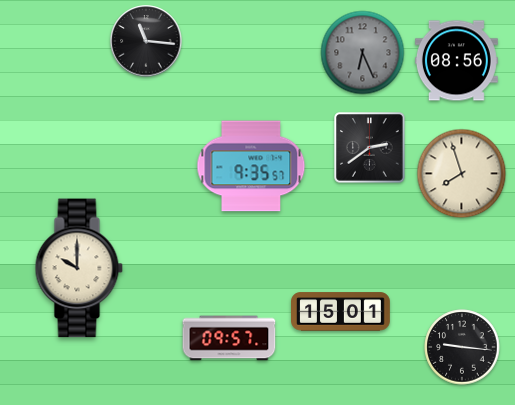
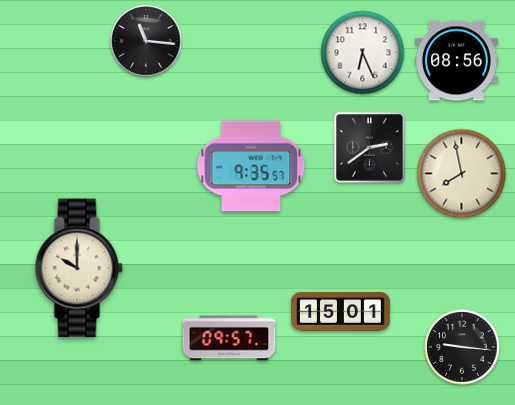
clock at (363, 53) dial: grey -> white
clock at (462, 174): 7:57 -> 7:58
